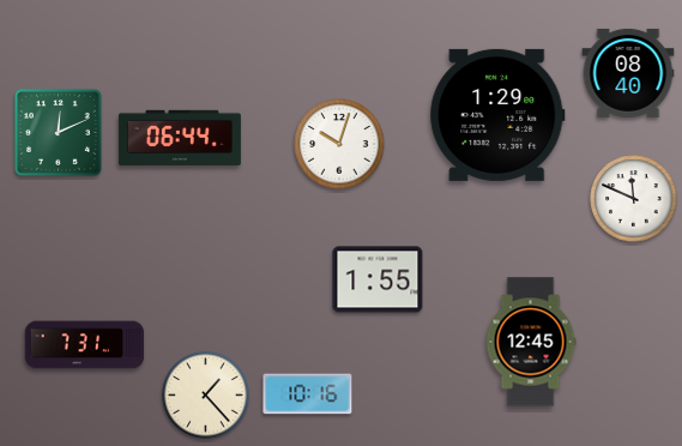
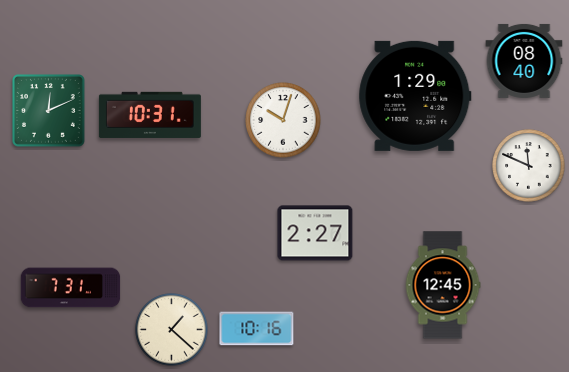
clock at (180, 138): 06:44 -> 10:31
clock at (378, 279): 1:55 -> 2:27
clock at (206, 396): 1:23 -> 1:22
